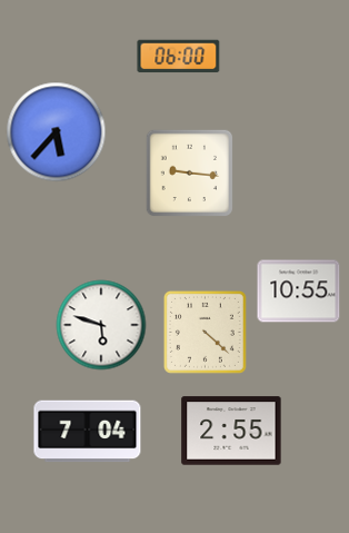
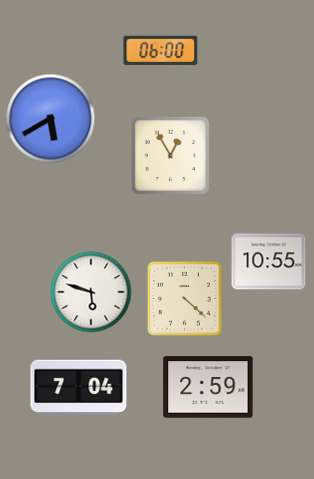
clock at (57, 132): 5:37 -> 5:40
clock at (190, 174): 9:16 -> 12:55
clock at (231, 431): 2:55 -> 2:59
